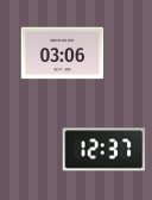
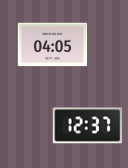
clock at (63, 54): 03:06 -> 04:05
